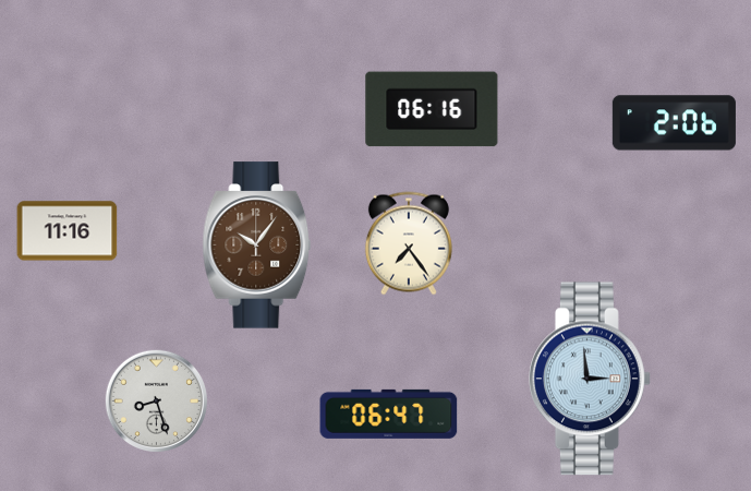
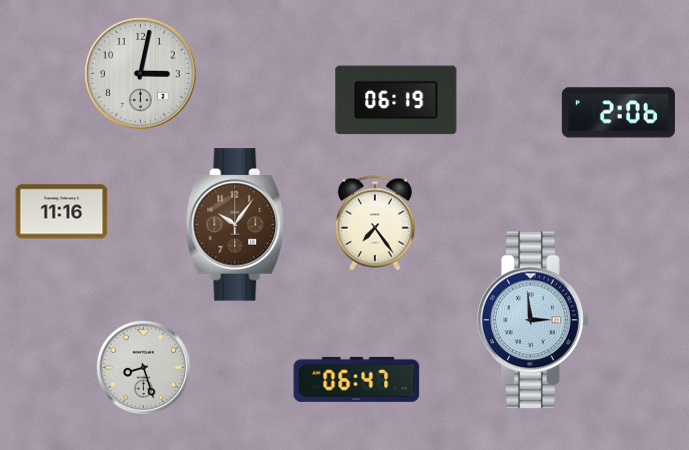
clock at (141, 74): none -> 3:02
clock at (432, 109): 06:16 -> 06:19
clock at (590, 379) position: (590, 379) -> (533, 320)
